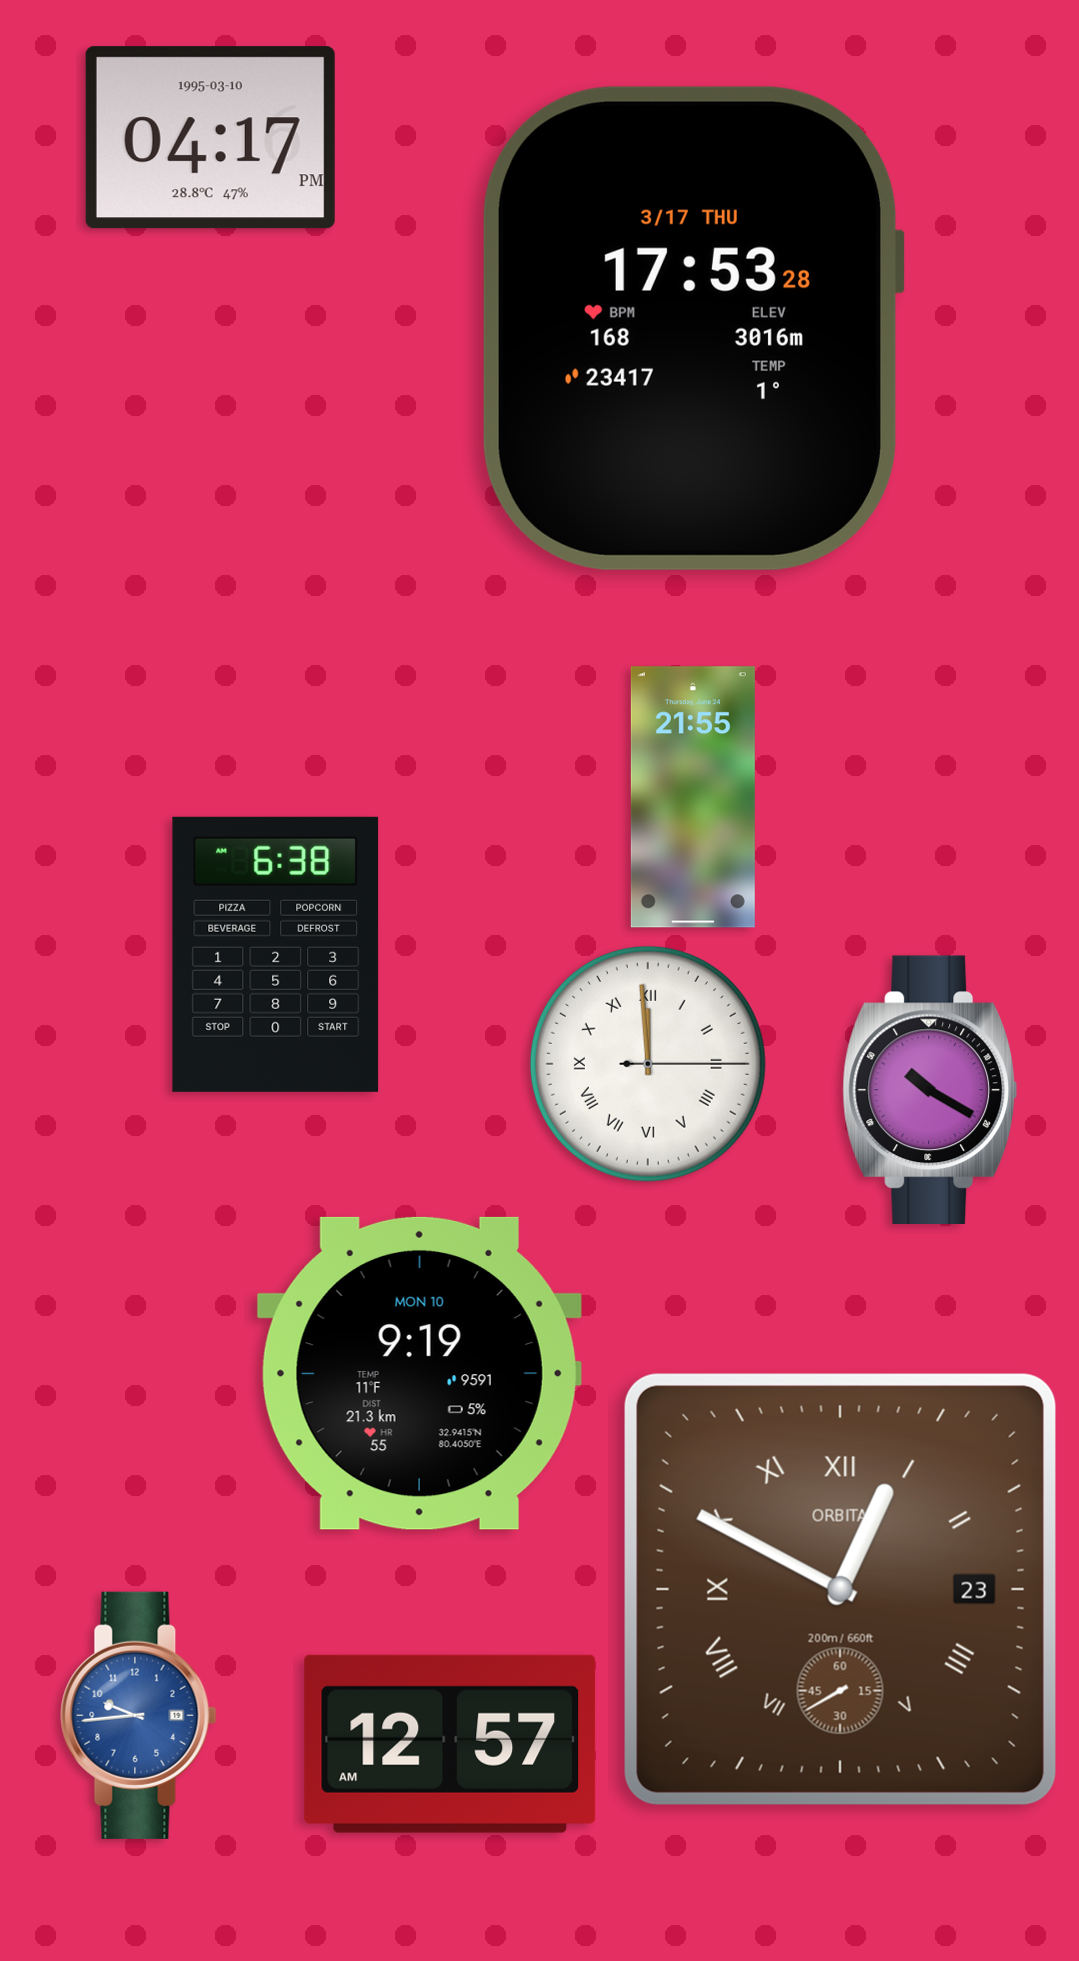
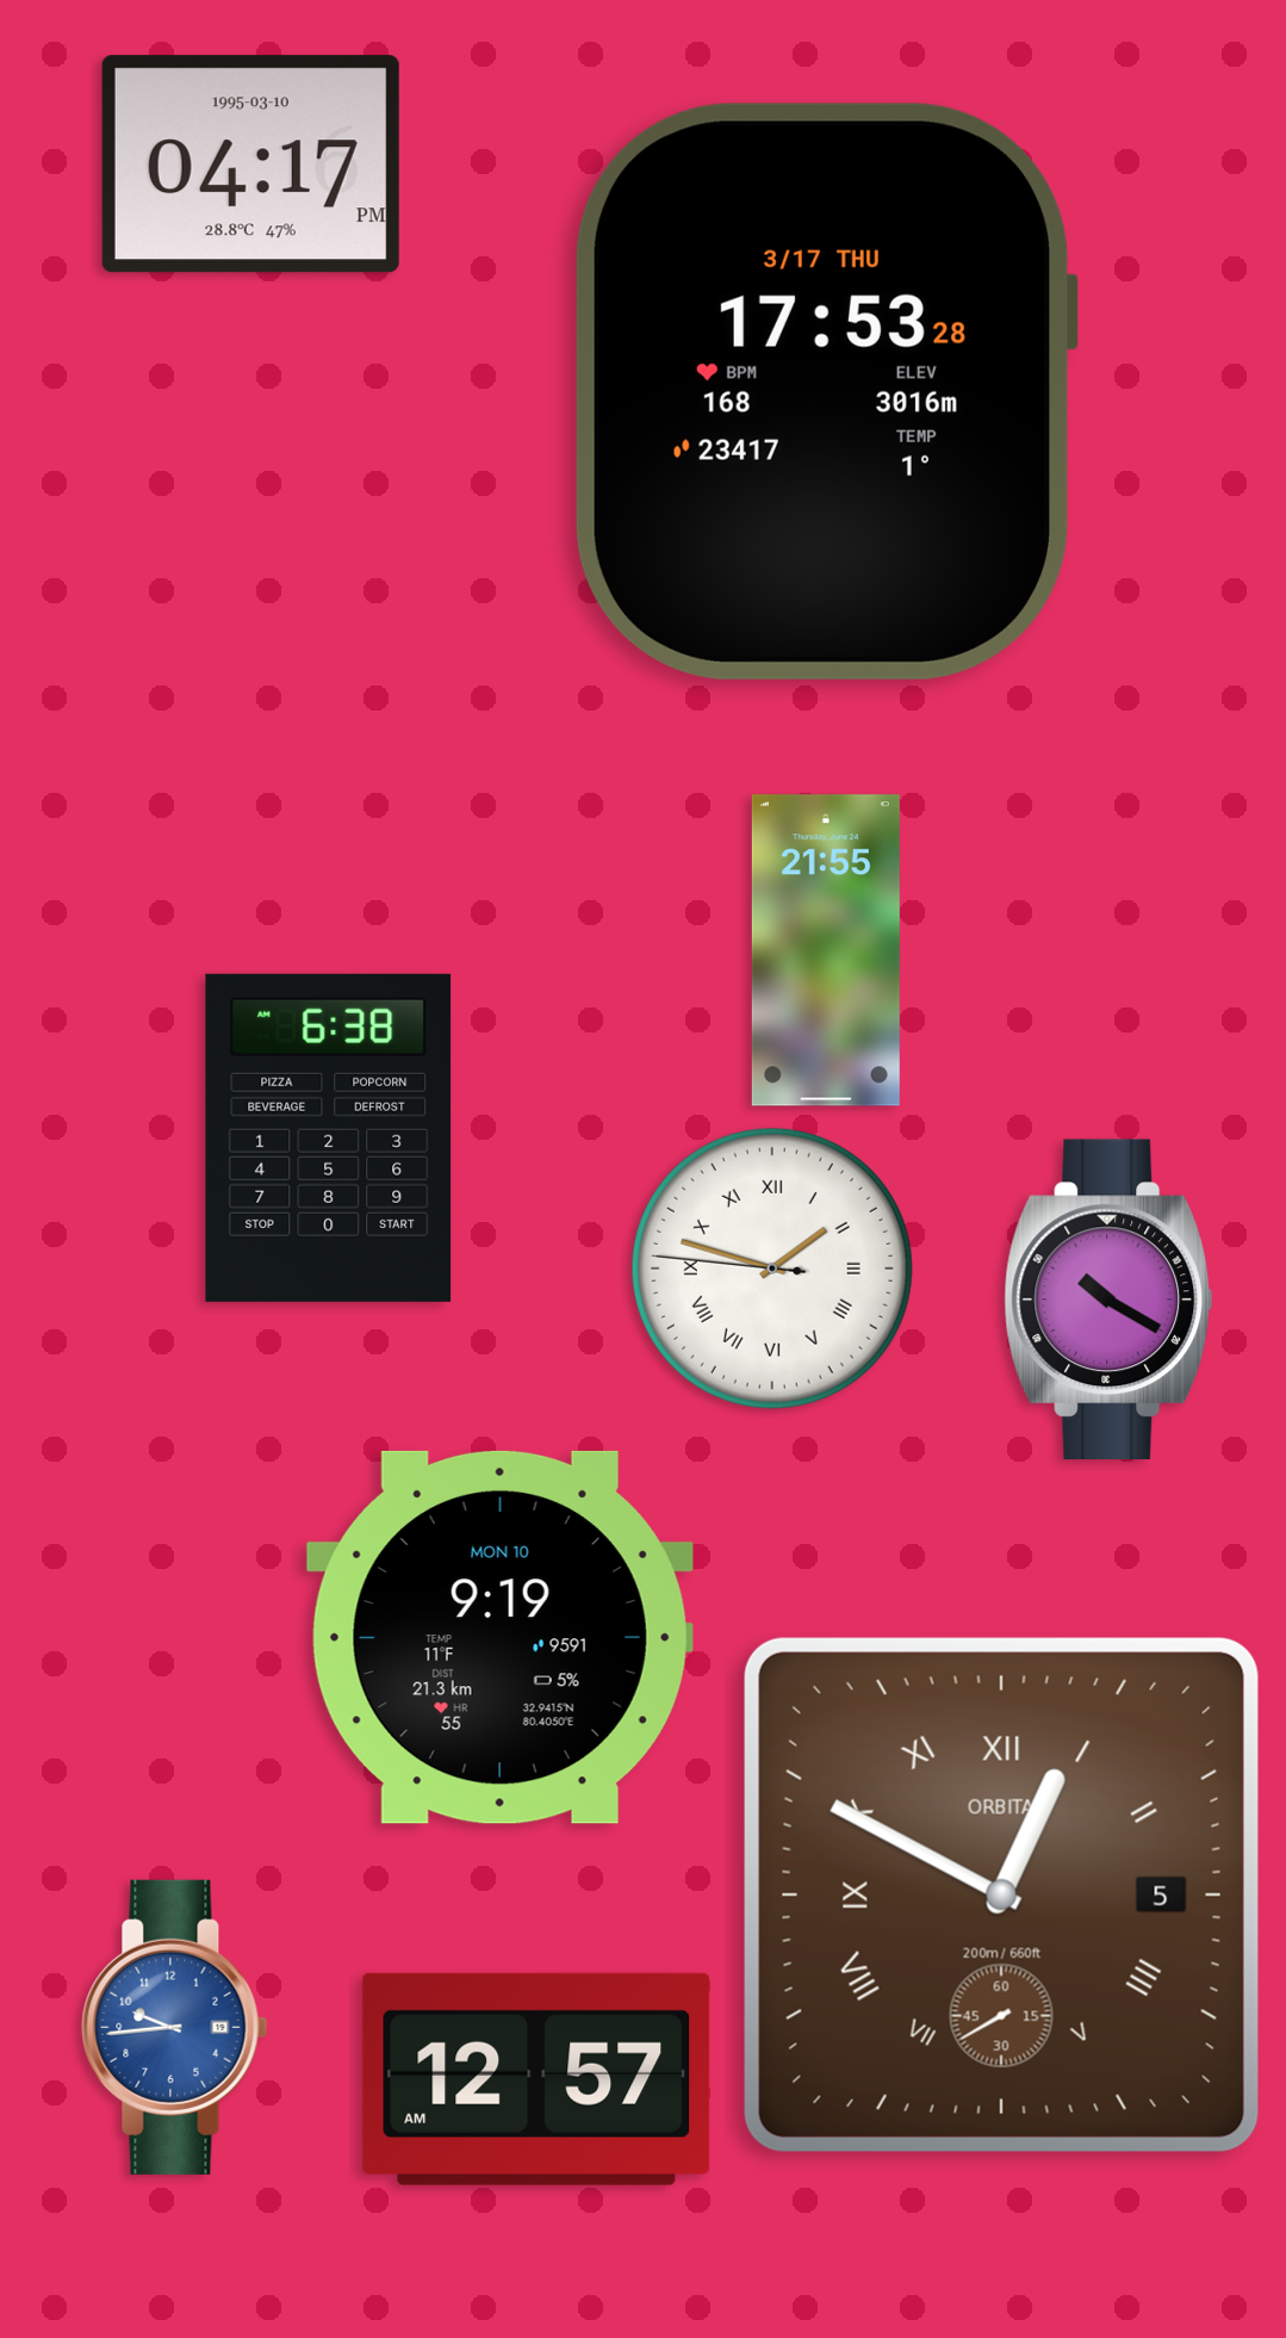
clock at (648, 1064): 11:59 -> 1:47
clock at (840, 1589) date: 23 -> 5
clock at (139, 1715) position: (139, 1715) -> (175, 2027)
